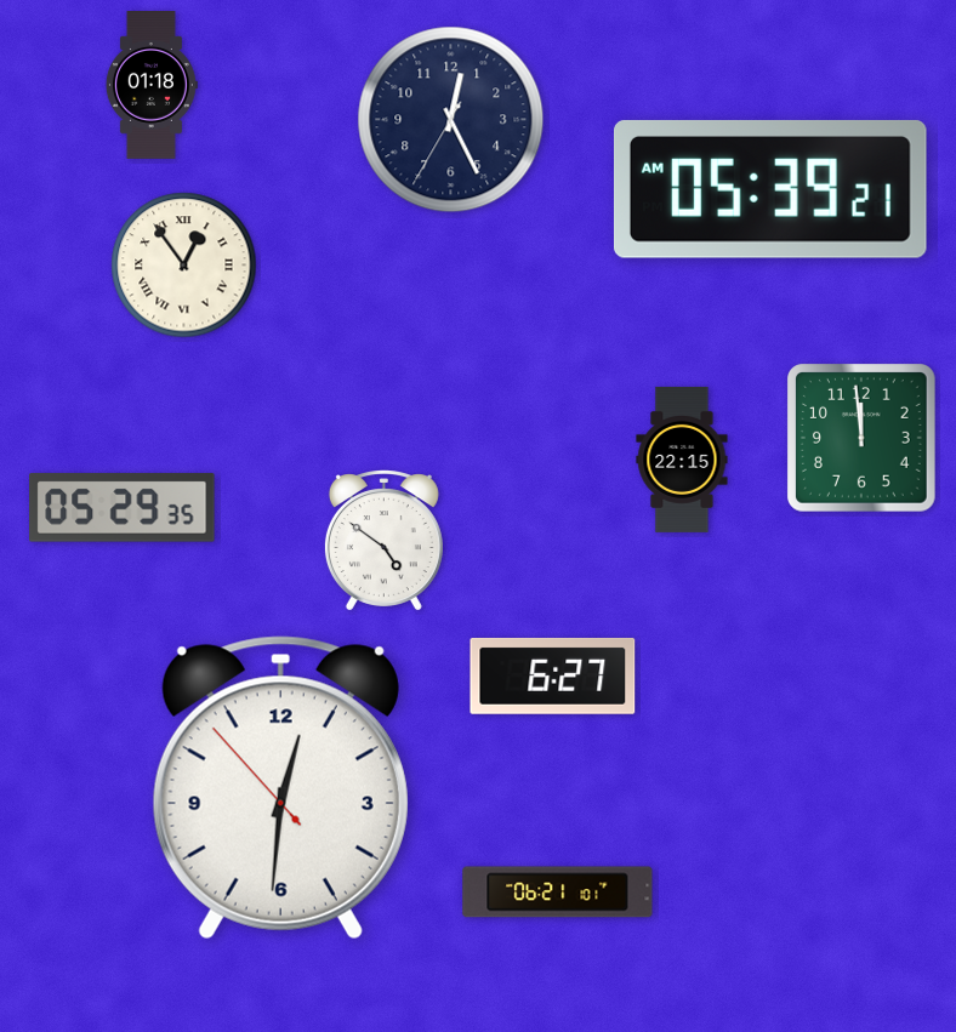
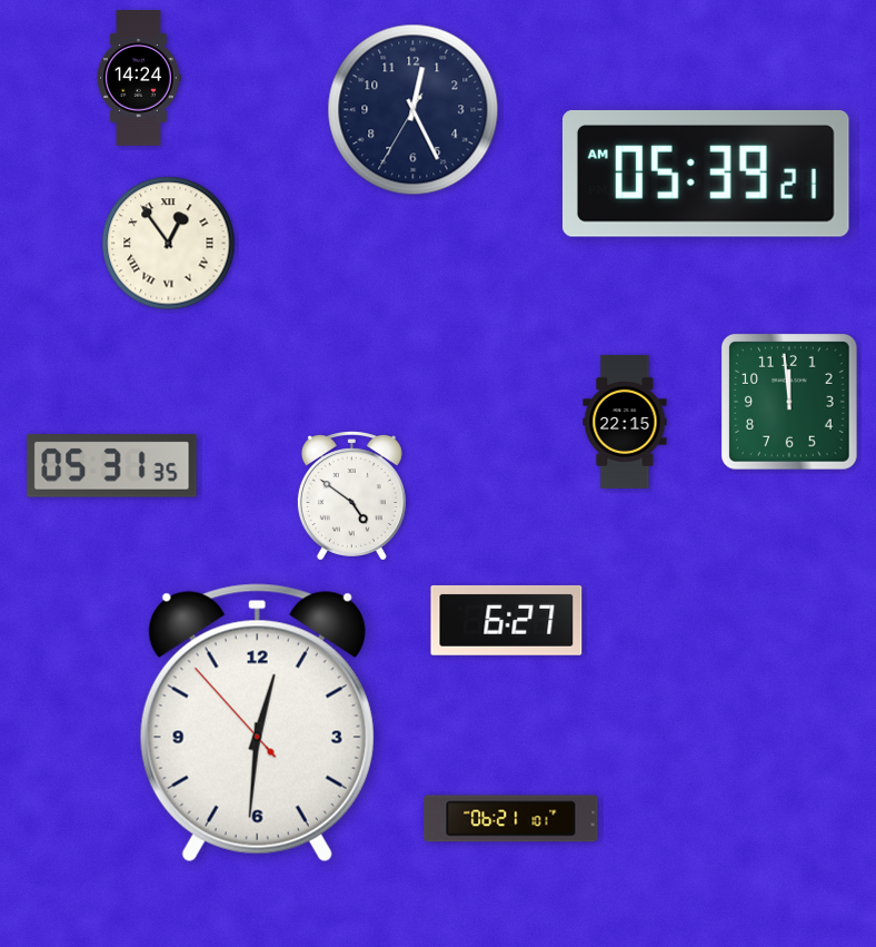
clock at (152, 86): 01:18 -> 14:24
clock at (123, 508): 05:29 -> 05:31
